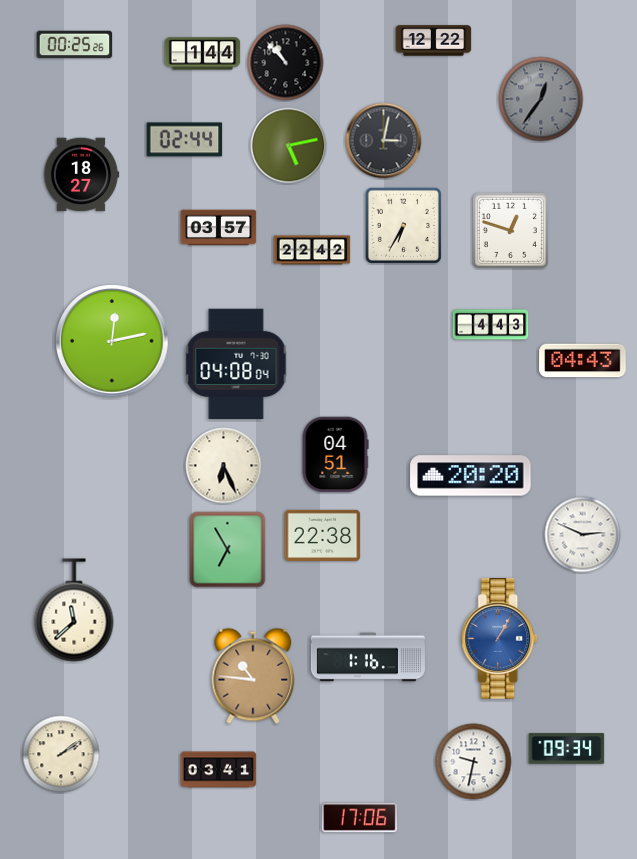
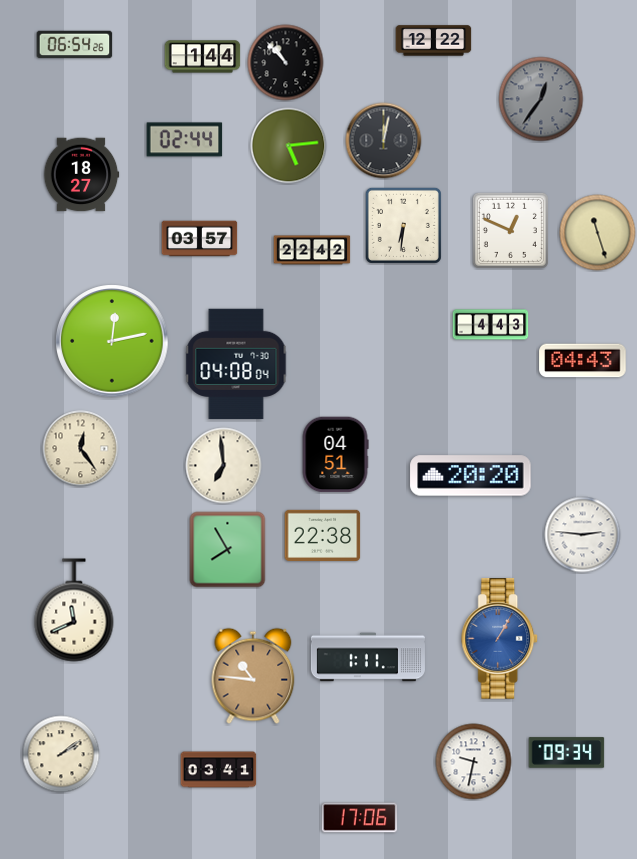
clock at (75, 45): 00:25 -> 06:54
clock at (203, 54) position: (203, 54) -> (203, 57)
clock at (384, 141): 3:02 -> 12:02
clock at (289, 146): 5:13 -> 5:14
clock at (403, 225): 6:35 -> 6:31
clock at (219, 228) position: (219, 228) -> (200, 239)
clock at (510, 230): 12:48 -> 12:49
clock at (598, 233): none -> 11:27
clock at (81, 449): none -> 12:24
clock at (224, 466): 6:26 -> 6:59
clock at (583, 535): 2:49 -> 2:46
clock at (228, 550): 6:55 -> 7:55
clock at (74, 610): 11:38 -> 11:41
clock at (368, 657): 1:16 -> 1:11
clock at (567, 749) position: (567, 749) -> (567, 753)
